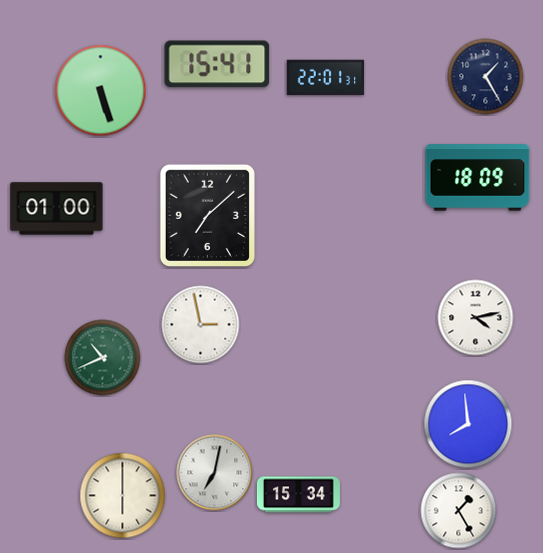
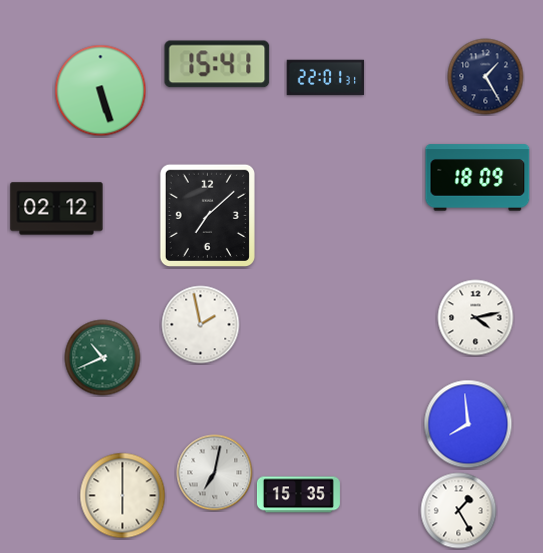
clock at (57, 209): 01:00 -> 02:12
clock at (201, 325): 2:58 -> 1:58
clock at (298, 495): 15:34 -> 15:35
